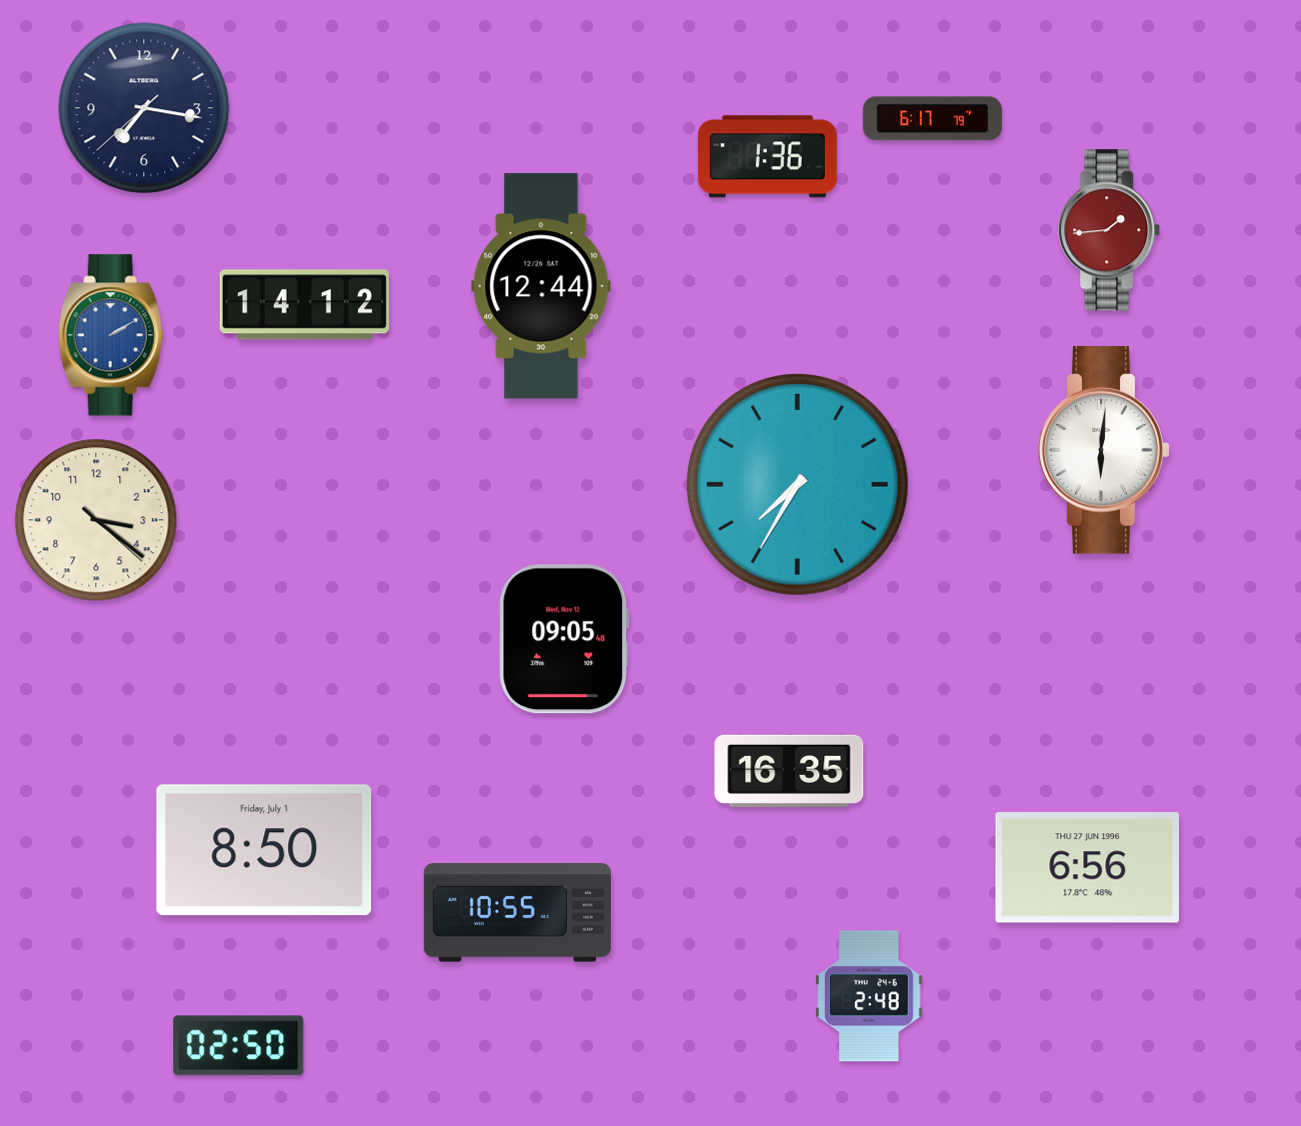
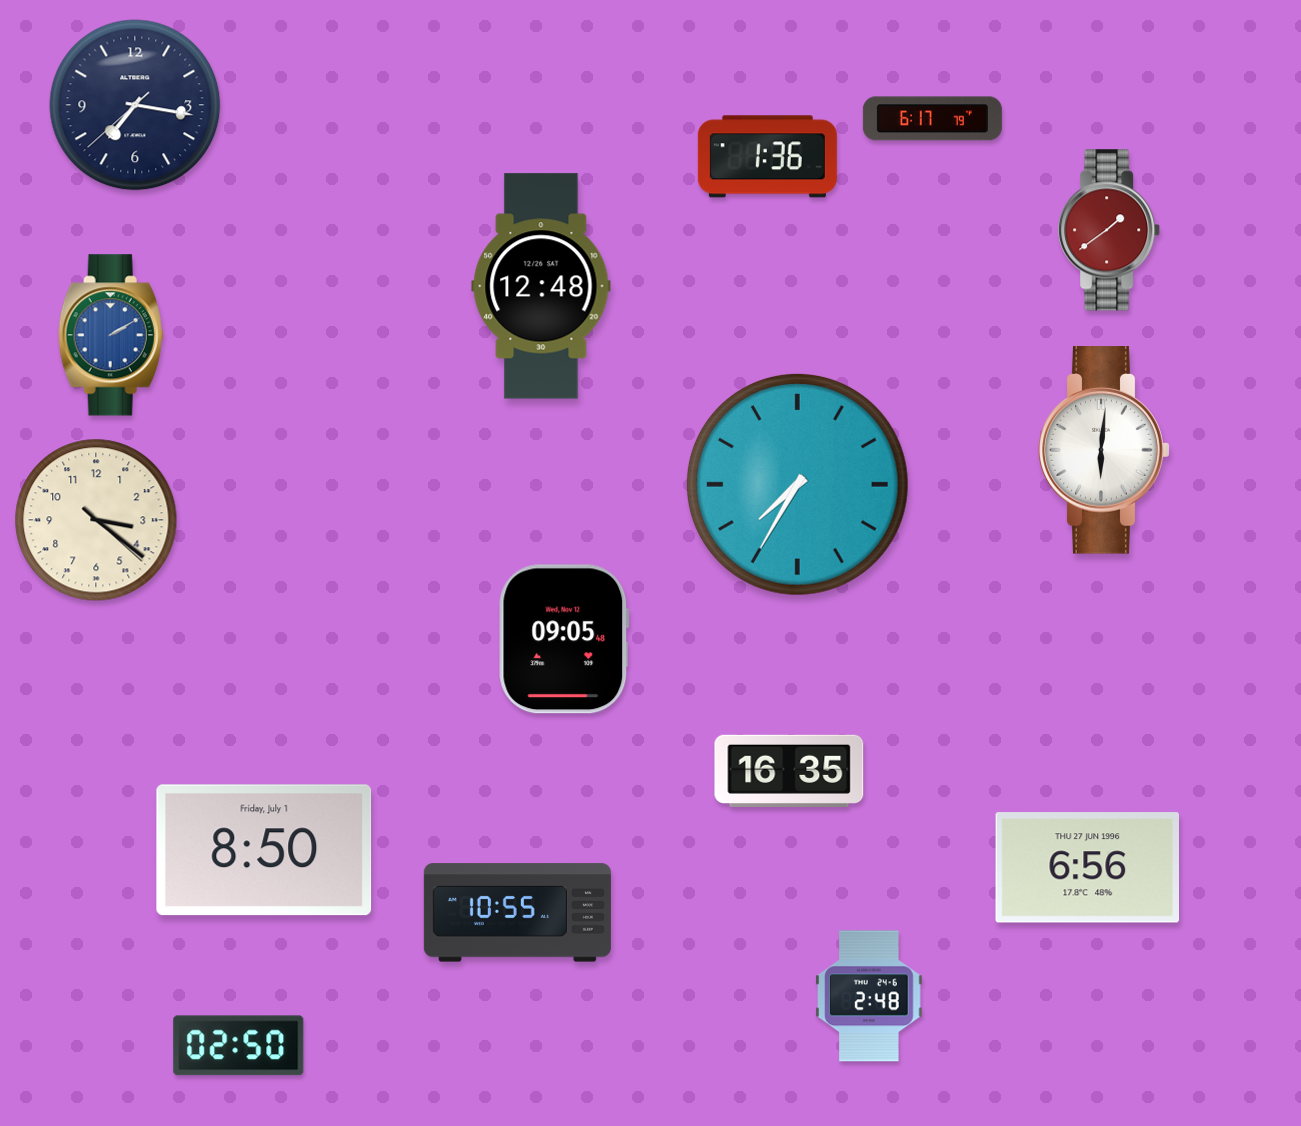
clock at (144, 108) position: (144, 108) -> (135, 105)
clock at (1110, 230): 1:44 -> 1:39
clock at (541, 286): 12:44 -> 12:48
clock at (304, 305): 14:12 -> none
